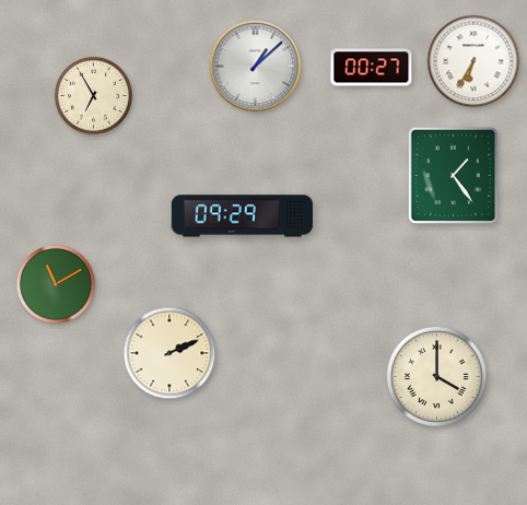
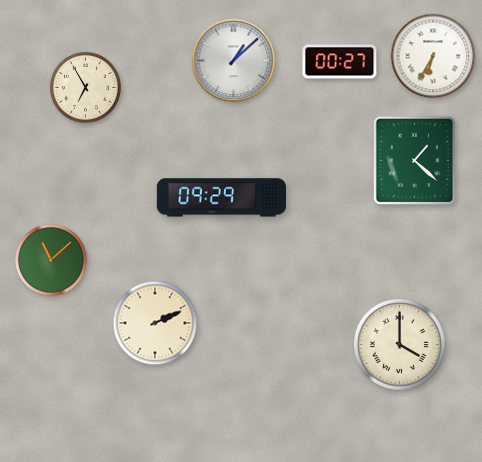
clock at (453, 176): 1:24 -> 1:22
clock at (56, 284): 11:10 -> 11:08
